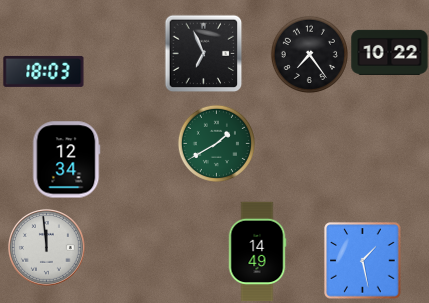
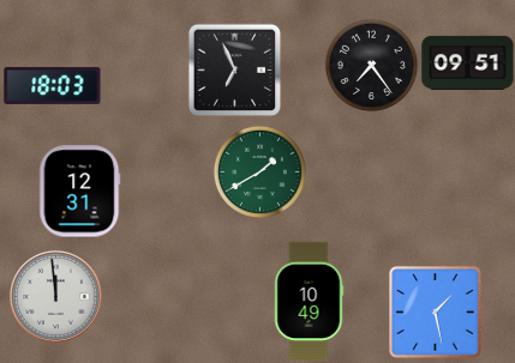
clock at (390, 52): 10:22 -> 09:51
clock at (203, 53) position: (203, 53) -> (234, 69)
clock at (66, 160): 12:34 -> 12:31
clock at (257, 252): 14:49 -> 10:49
